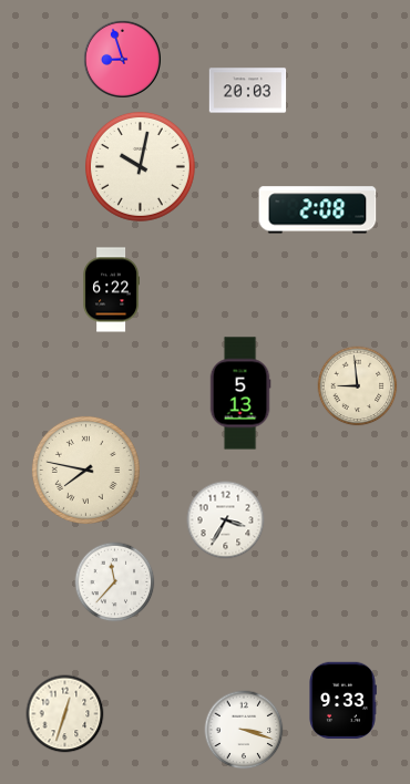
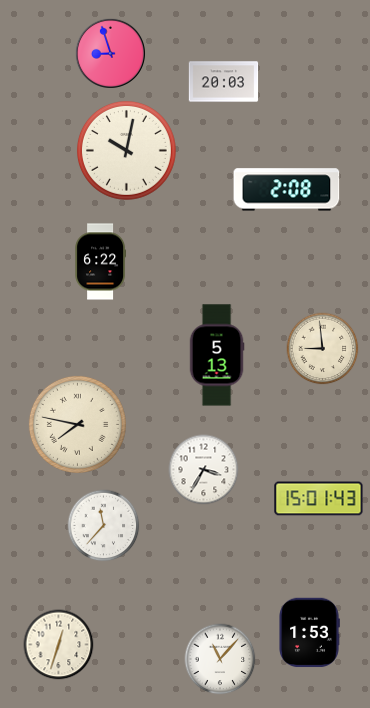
clock at (319, 499): none -> 15:01
clock at (342, 701): 9:33 -> 1:53
clock at (244, 730): 3:18 -> 11:07
